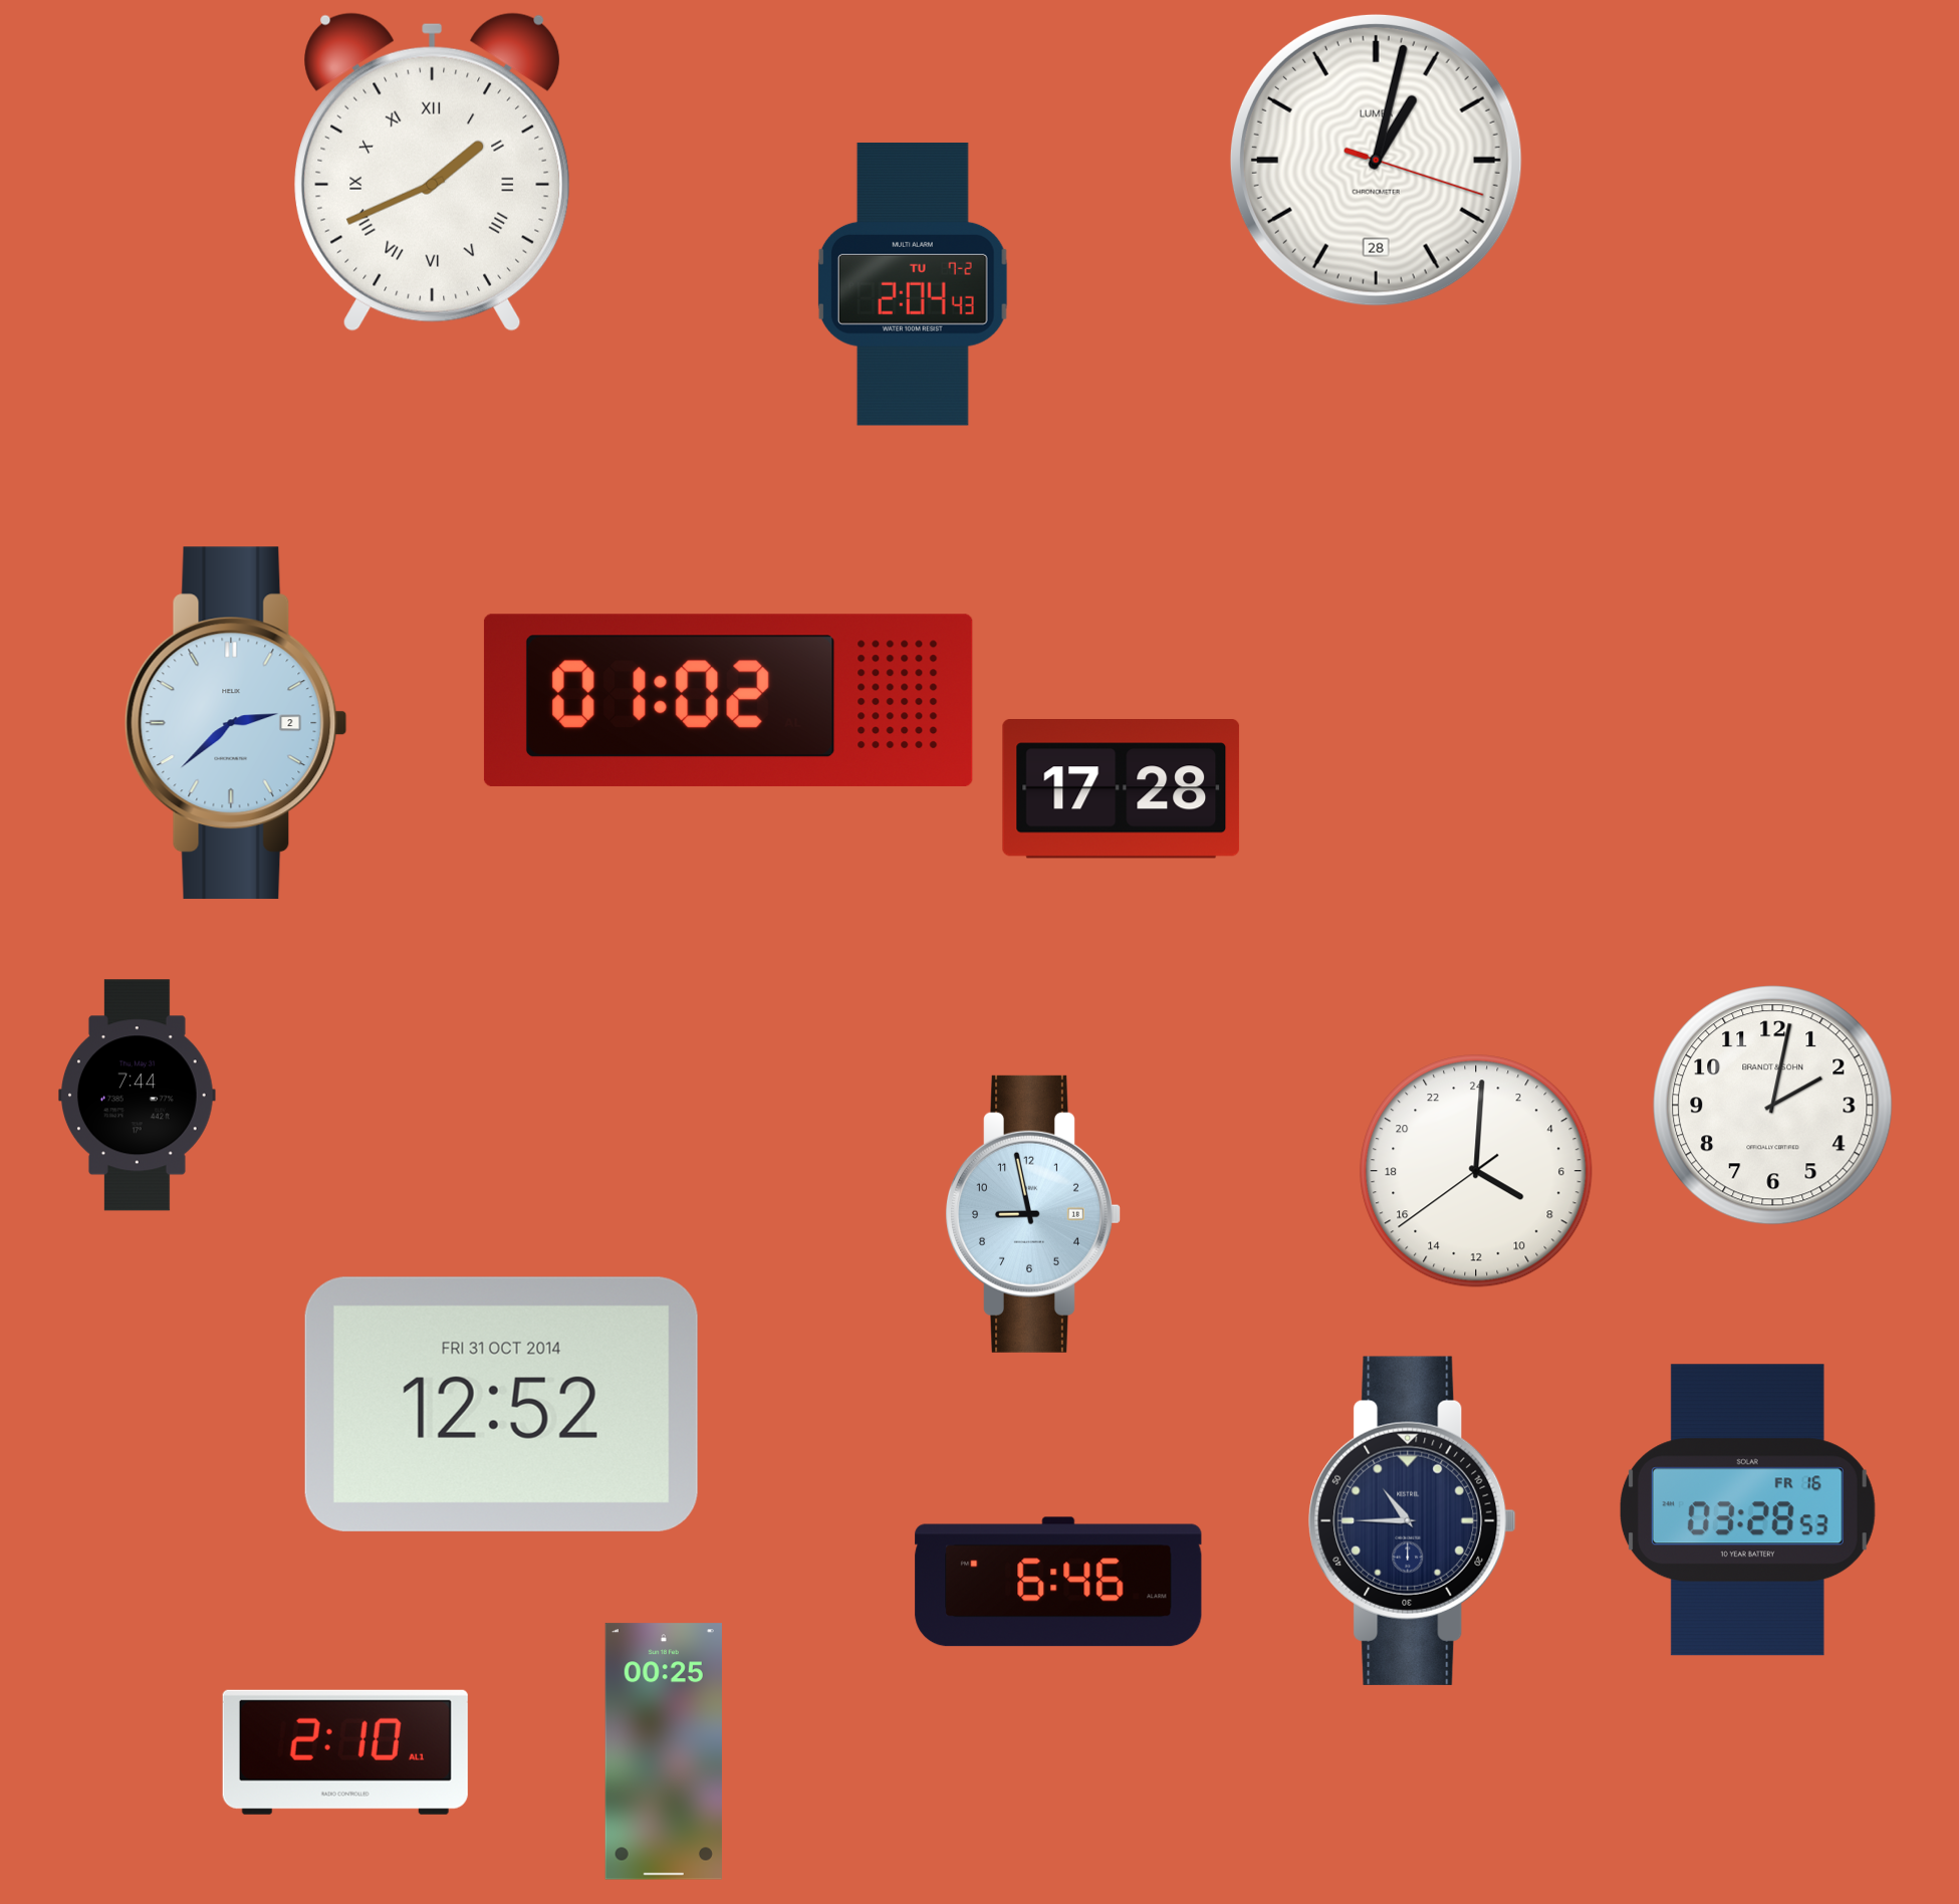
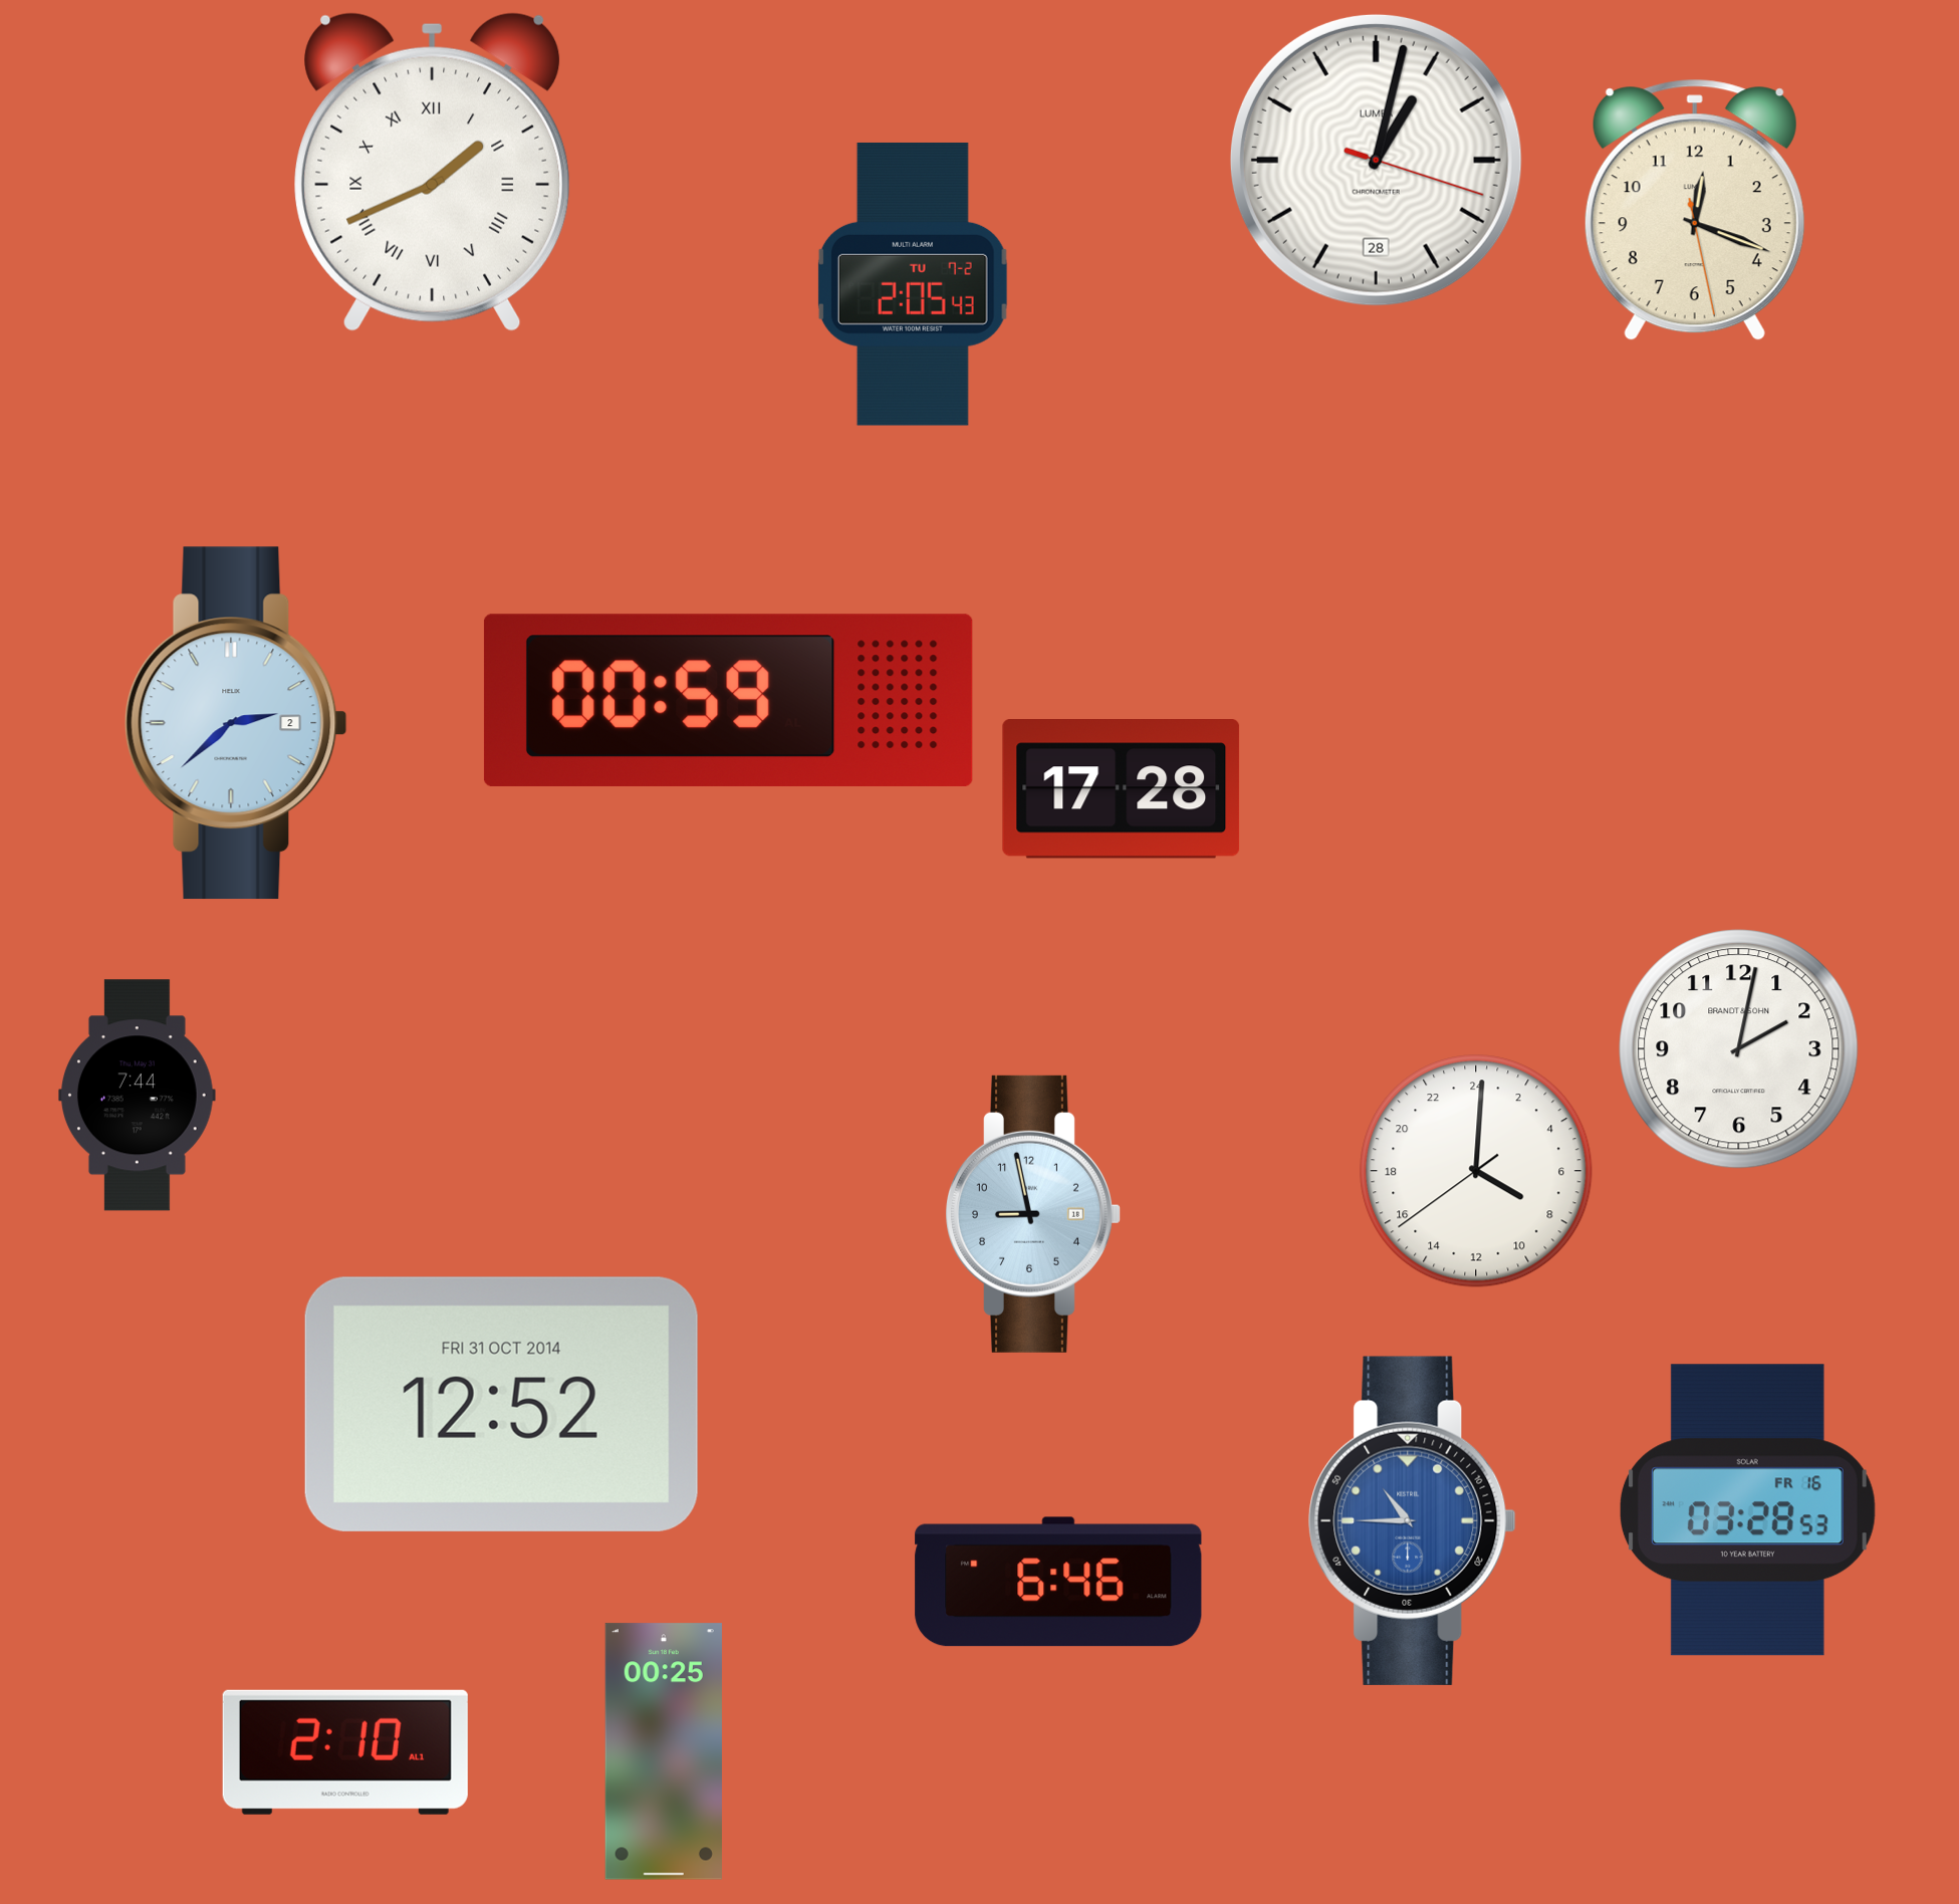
clock at (1695, 210): none -> 12:18
clock at (913, 284): 2:04 -> 2:05
clock at (728, 700): 01:02 -> 00:59
clock at (1773, 1106) position: (1773, 1106) -> (1739, 1049)
clock at (1413, 1520) dial: navy -> blue
